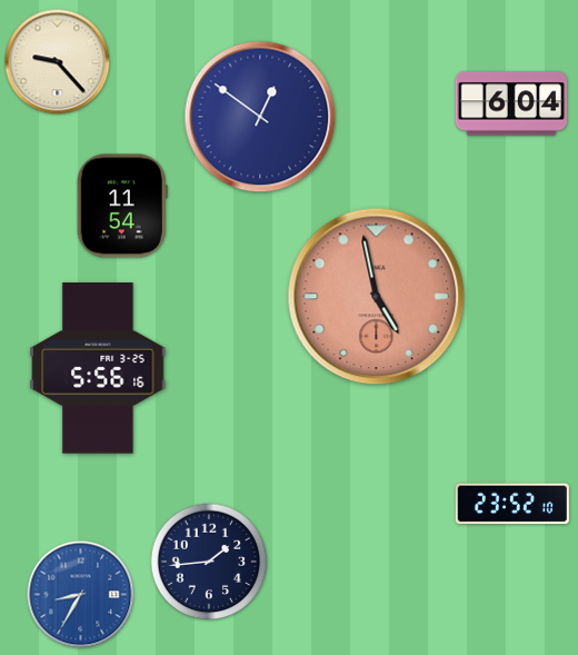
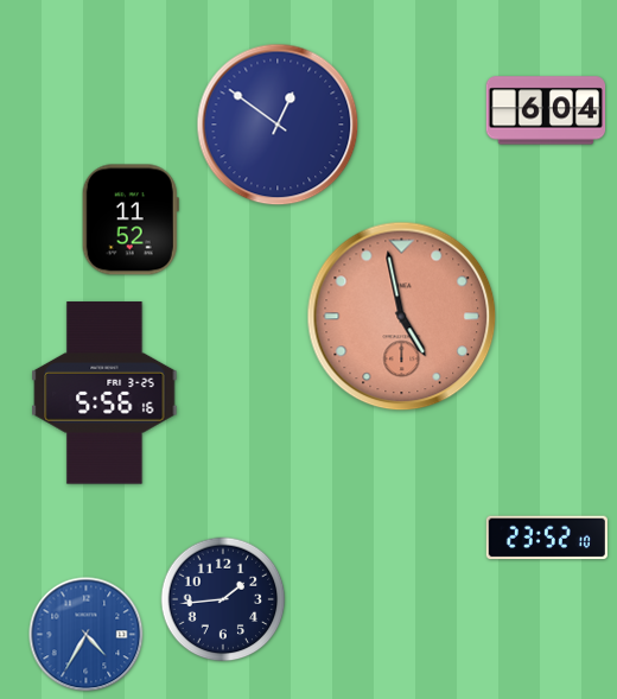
clock at (58, 62): 9:23 -> none
clock at (122, 206): 11:54 -> 11:52
clock at (81, 595): 8:35 -> 4:35
